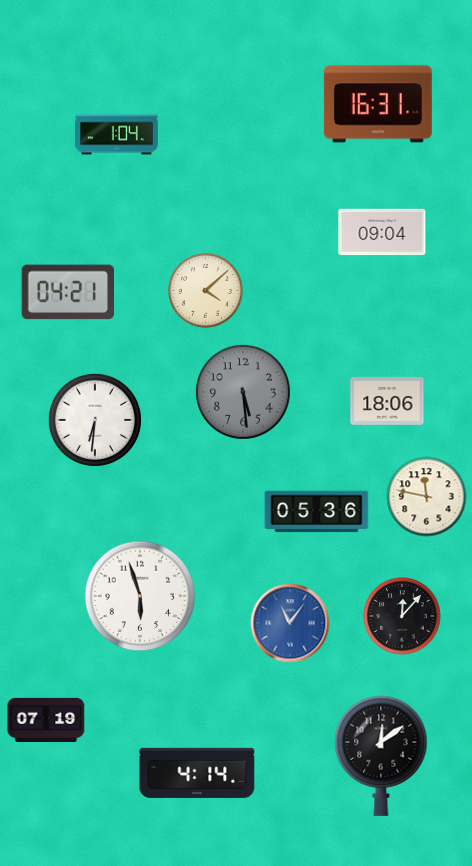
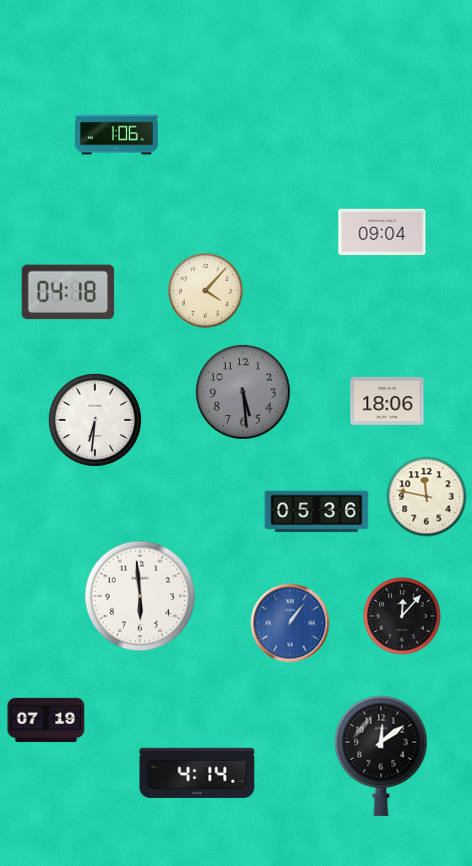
clock at (378, 104): 16:31 -> none
clock at (117, 135): 1:04 -> 1:06
clock at (206, 291): 4:08 -> 4:07
clock at (68, 292): 04:21 -> 04:18
clock at (140, 596): 5:57 -> 5:59
clock at (290, 623): 11:06 -> 1:06
